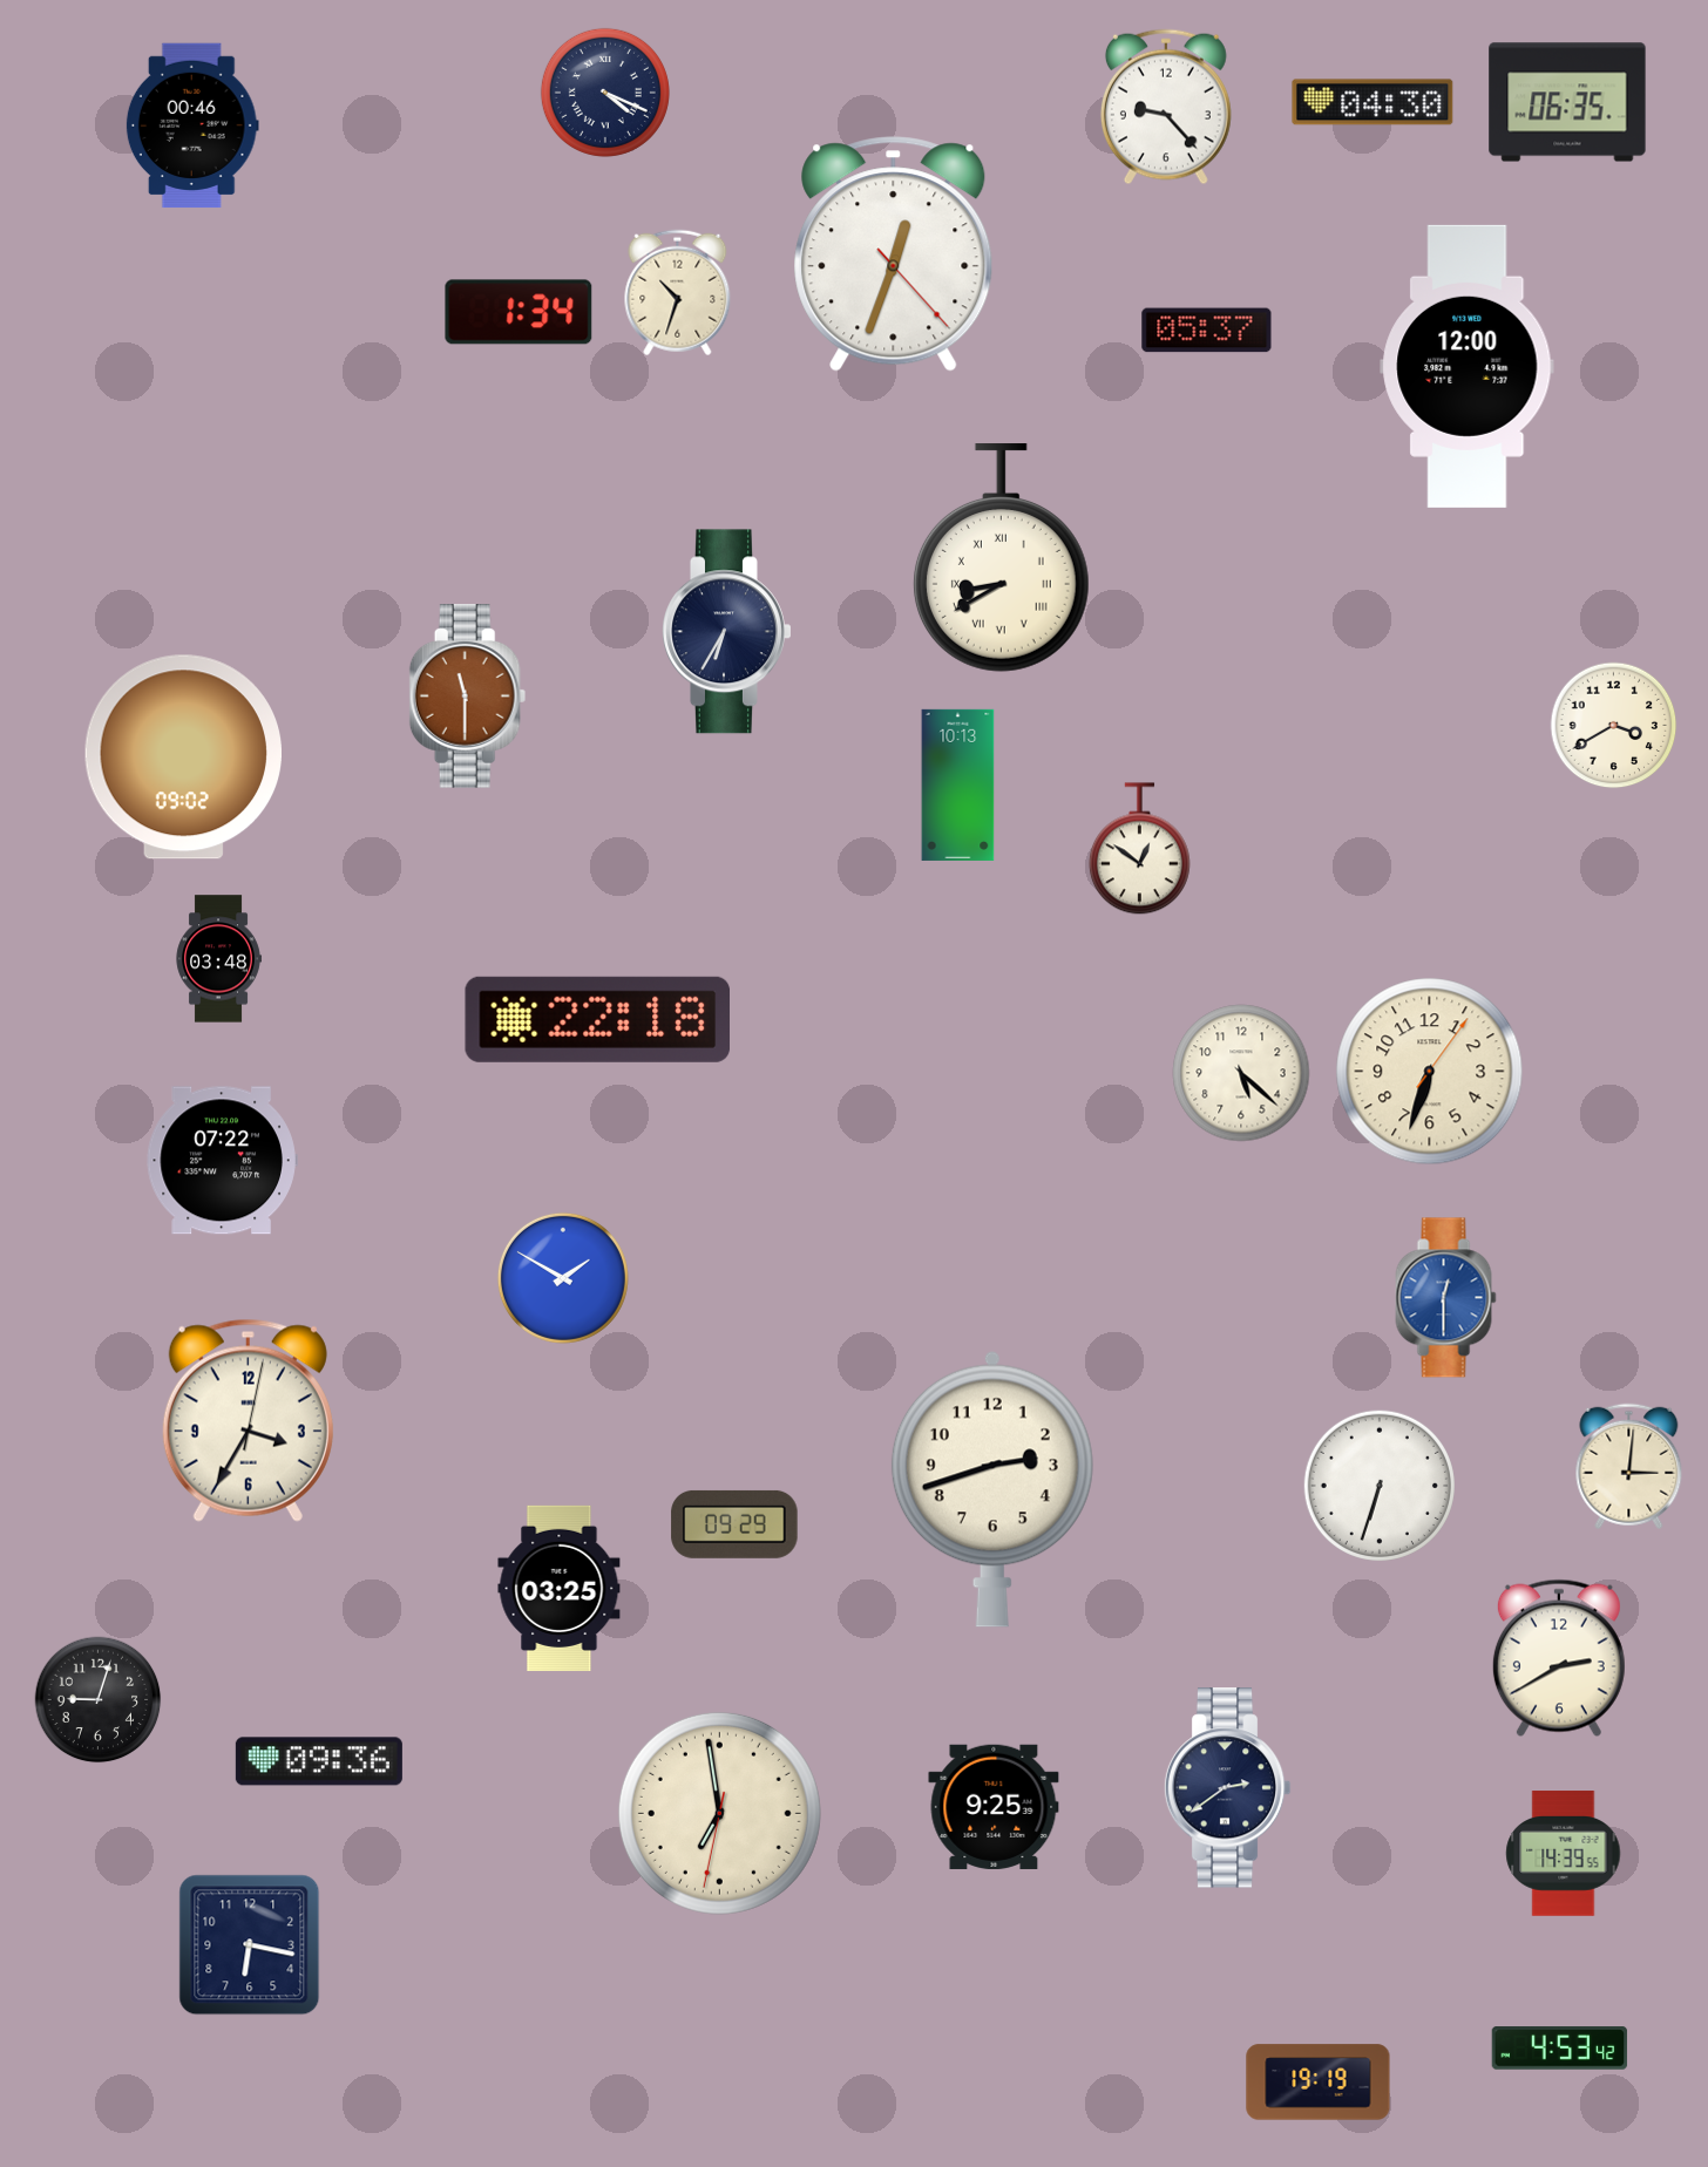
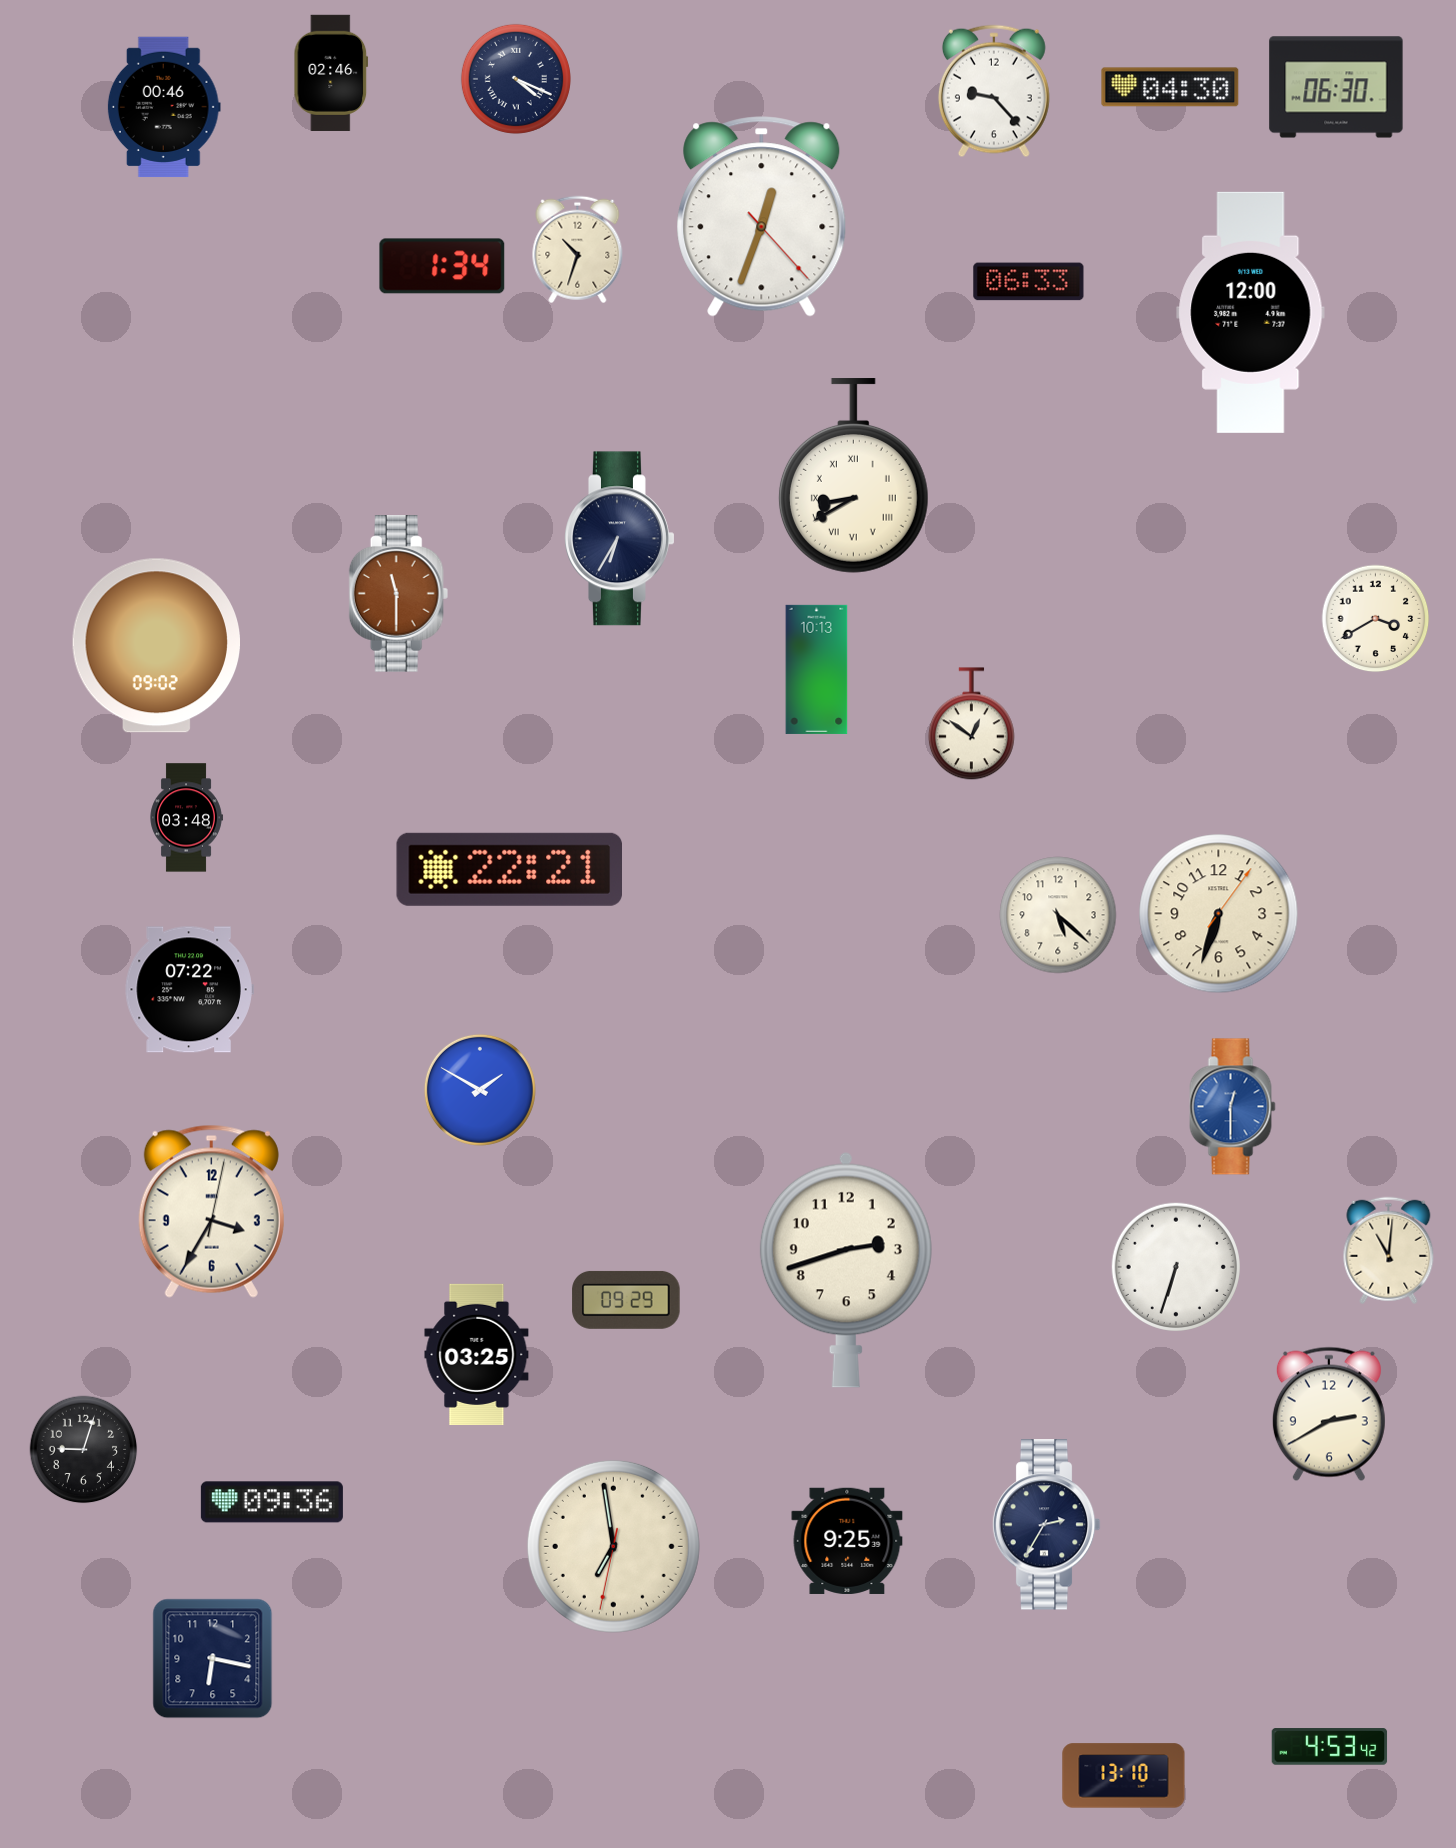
clock at (331, 73): none -> 02:46
clock at (1567, 102): 06:35 -> 06:30
clock at (1207, 331): 05:37 -> 06:33
clock at (597, 1019): 22:18 -> 22:21
clock at (1629, 1467): 3:01 -> 11:01
clock at (1227, 1788): 2:39 -> 2:35
clock at (1564, 1854): 14:39 -> none
clock at (1319, 2083): 19:19 -> 13:10
